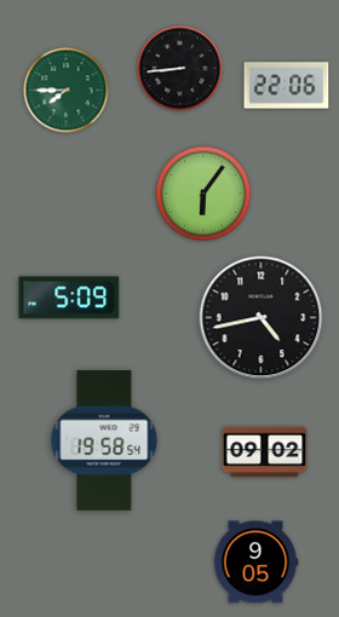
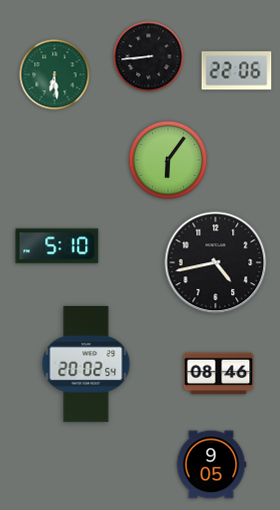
clock at (67, 91): 7:45 -> 6:29
clock at (69, 298): 5:09 -> 5:10
clock at (104, 440): 19:58 -> 20:02
clock at (265, 452): 09:02 -> 08:46
